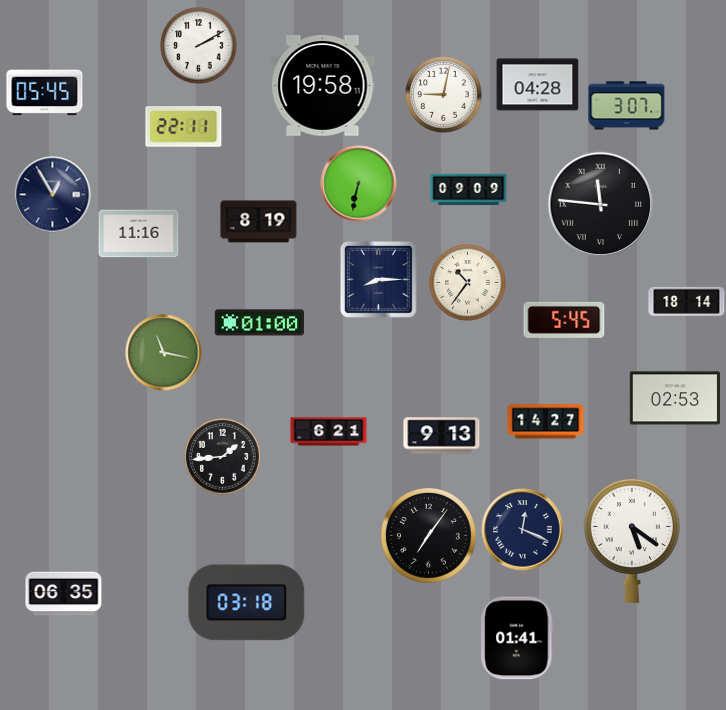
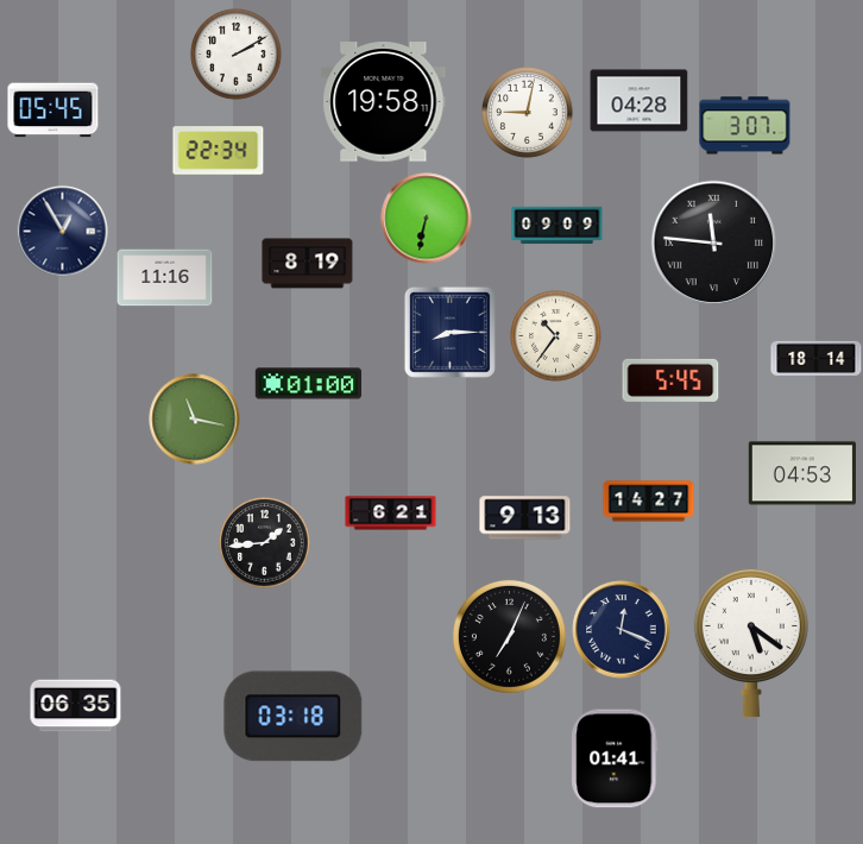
clock at (184, 127): 22:11 -> 22:34
clock at (674, 398): 02:53 -> 04:53
clock at (428, 535): 7:06 -> 7:04
